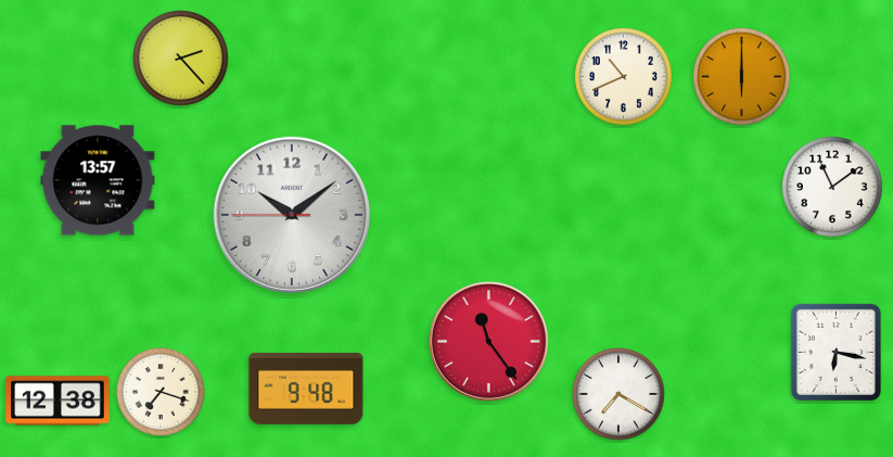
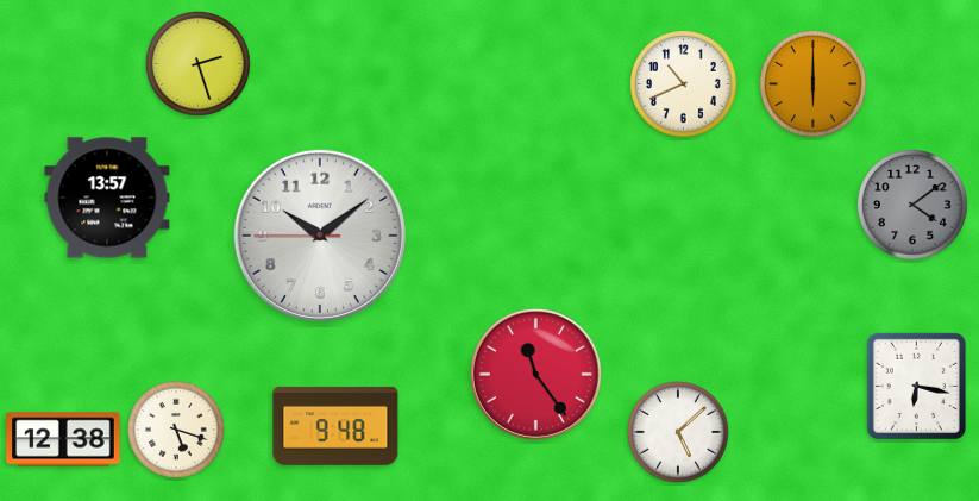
clock at (181, 59): 2:23 -> 2:27
clock at (832, 187): 11:09 -> 4:09
clock at (832, 187) dial: white -> grey
clock at (161, 392): 7:18 -> 5:18
clock at (620, 395): 7:20 -> 5:08
